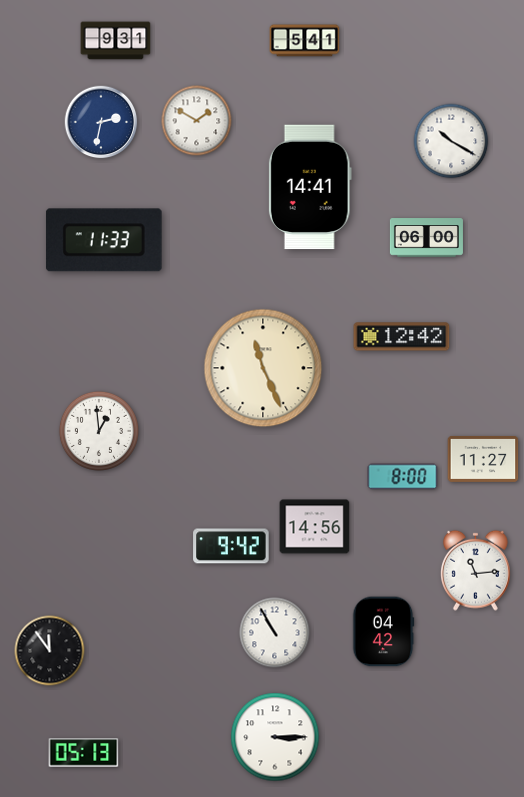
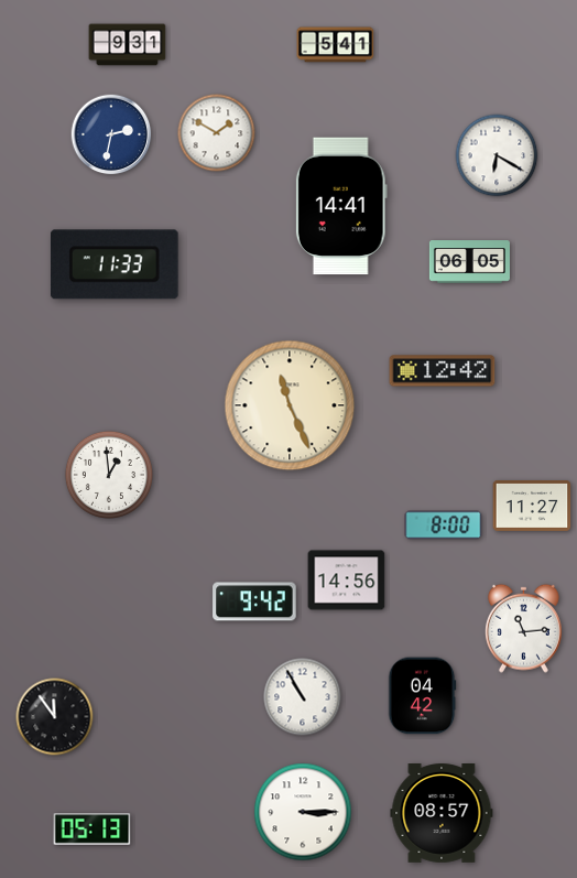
clock at (451, 141): 10:20 -> 6:20
clock at (426, 238): 06:00 -> 06:05
clock at (442, 814): none -> 08:57
